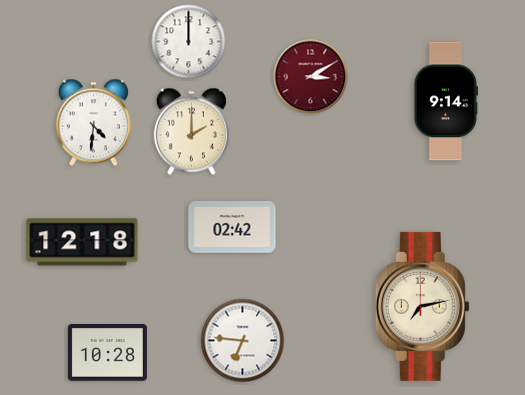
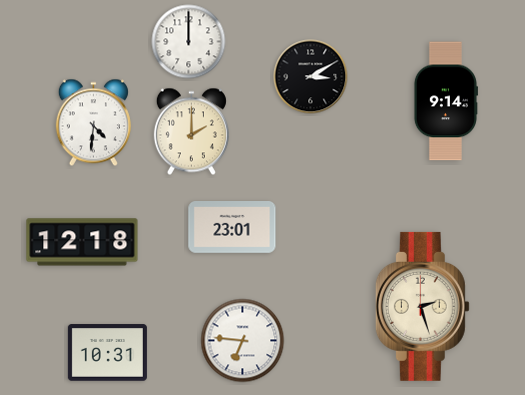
clock at (311, 77) dial: burgundy -> black
clock at (232, 228): 02:42 -> 23:01
clock at (422, 306): 7:13 -> 2:27
clock at (107, 353): 10:28 -> 10:31
